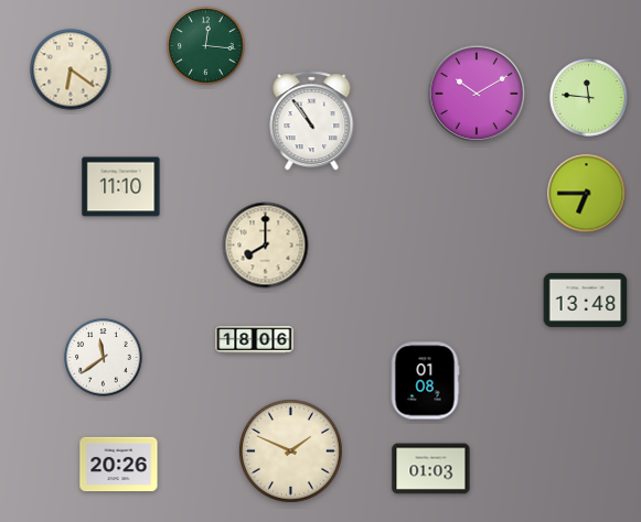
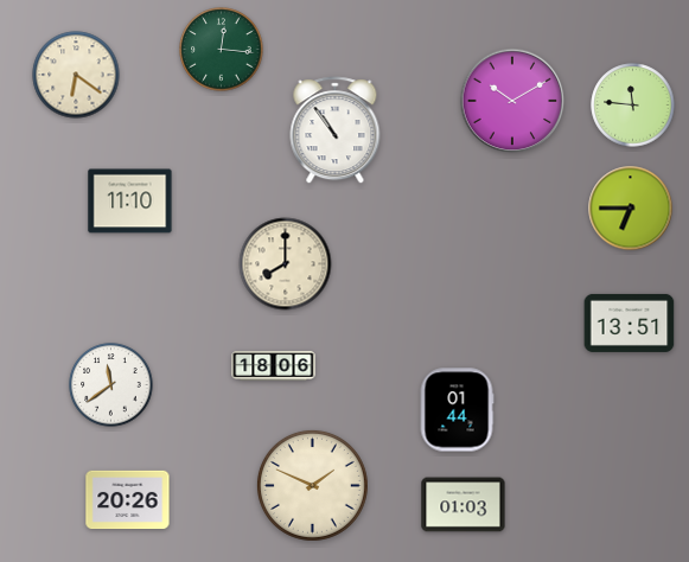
clock at (586, 300): 13:48 -> 13:51
clock at (425, 381): 01:08 -> 01:44
